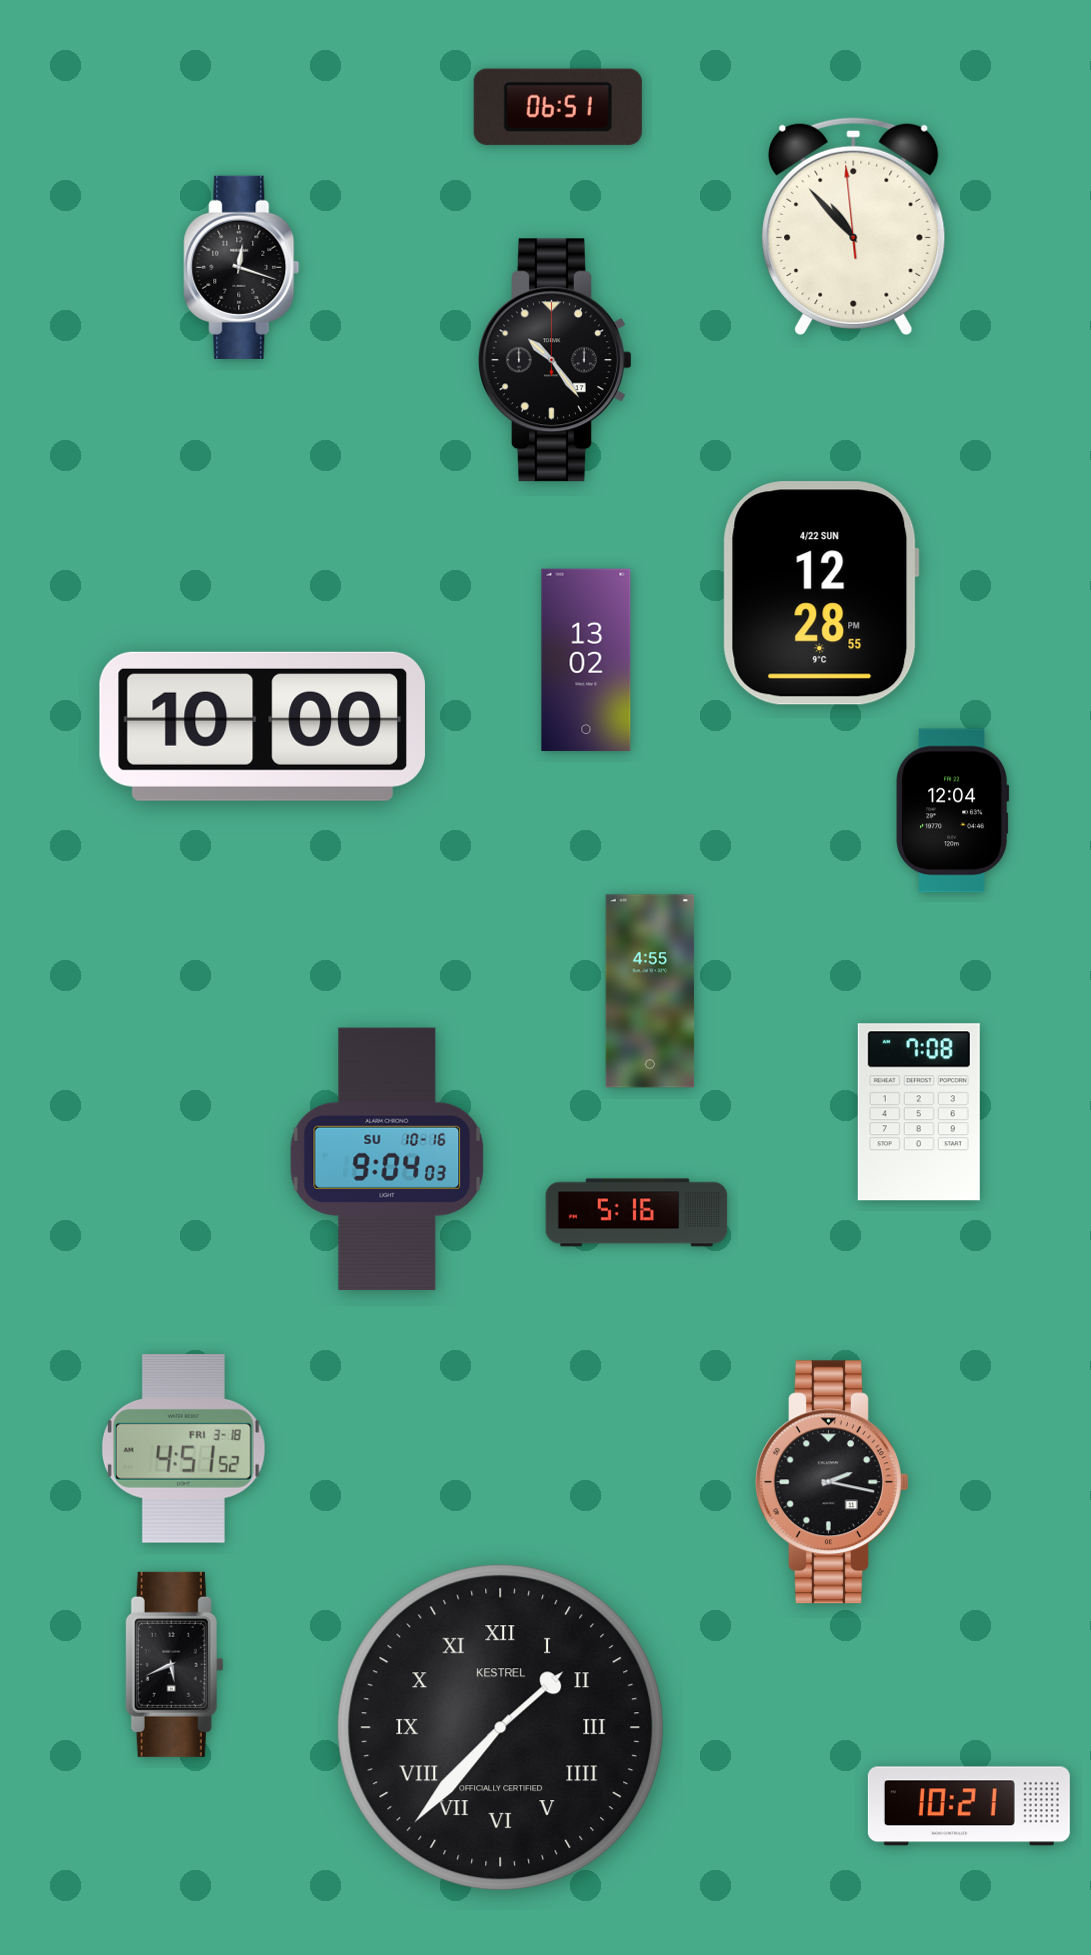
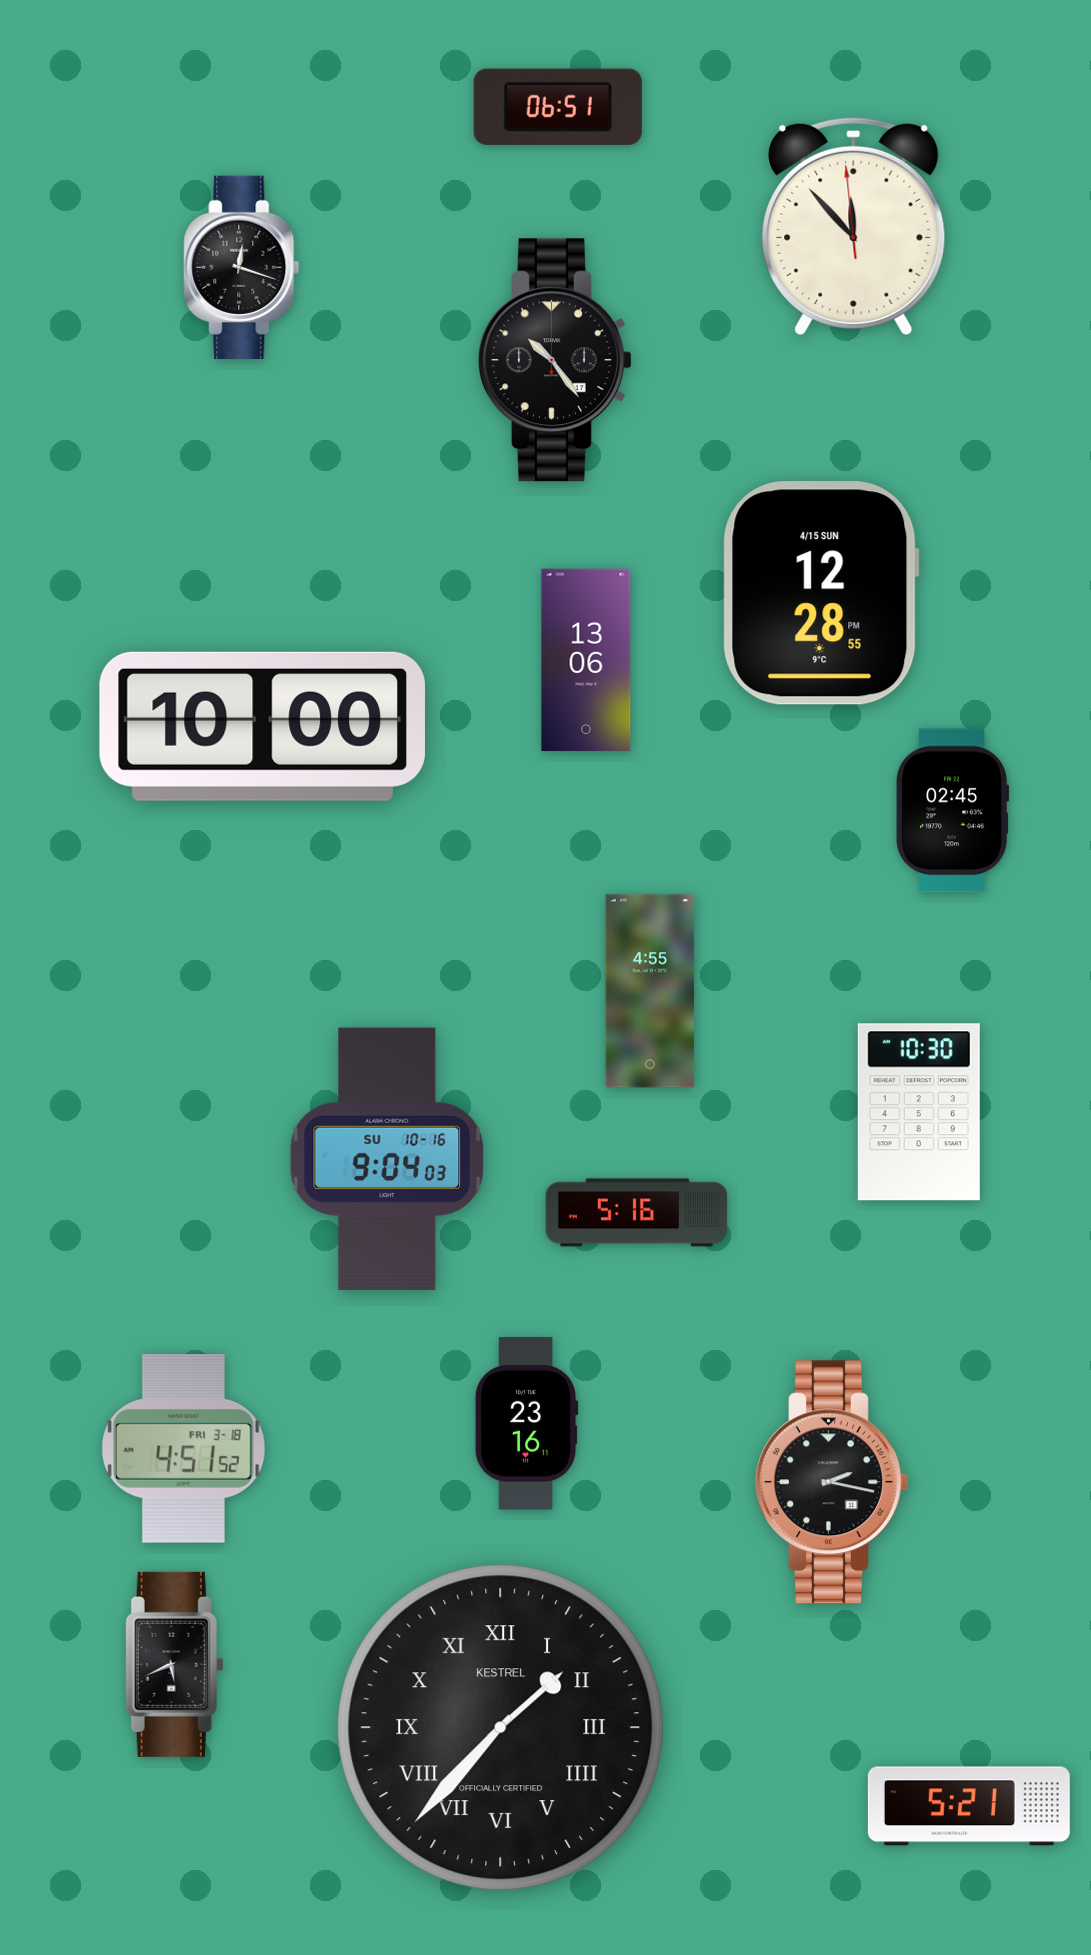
clock at (854, 226): 10:52 -> 11:52
clock at (821, 593) date: 4/22 SUN -> 4/15 SUN
clock at (586, 660): 13:02 -> 13:06
clock at (953, 811): 12:04 -> 02:45
clock at (919, 1112): 7:08 -> 10:30
clock at (526, 1424): none -> 23:16
clock at (969, 1806): 10:21 -> 5:21
